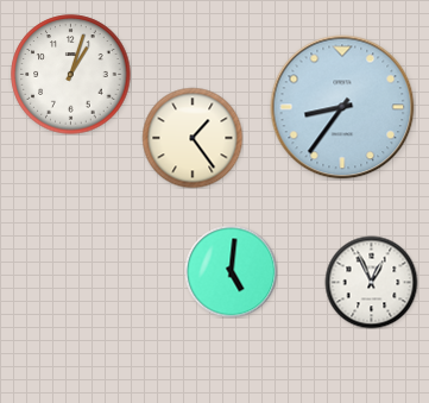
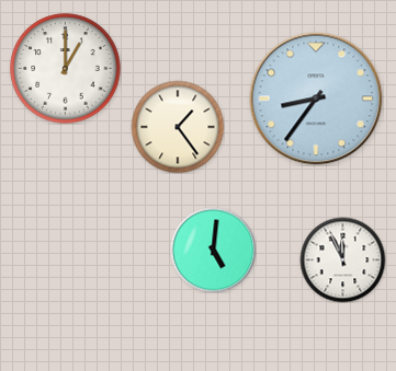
clock at (71, 75): 1:03 -> 1:00
clock at (371, 282): 12:56 -> 11:56
